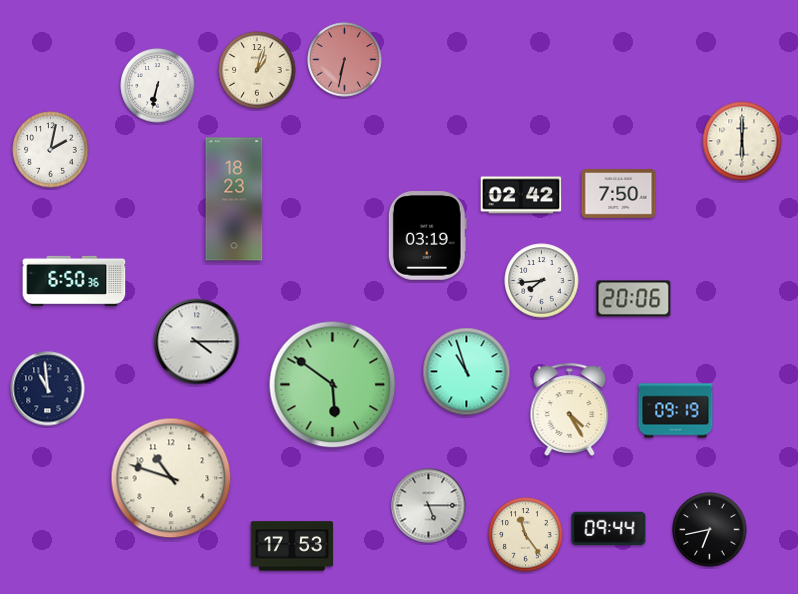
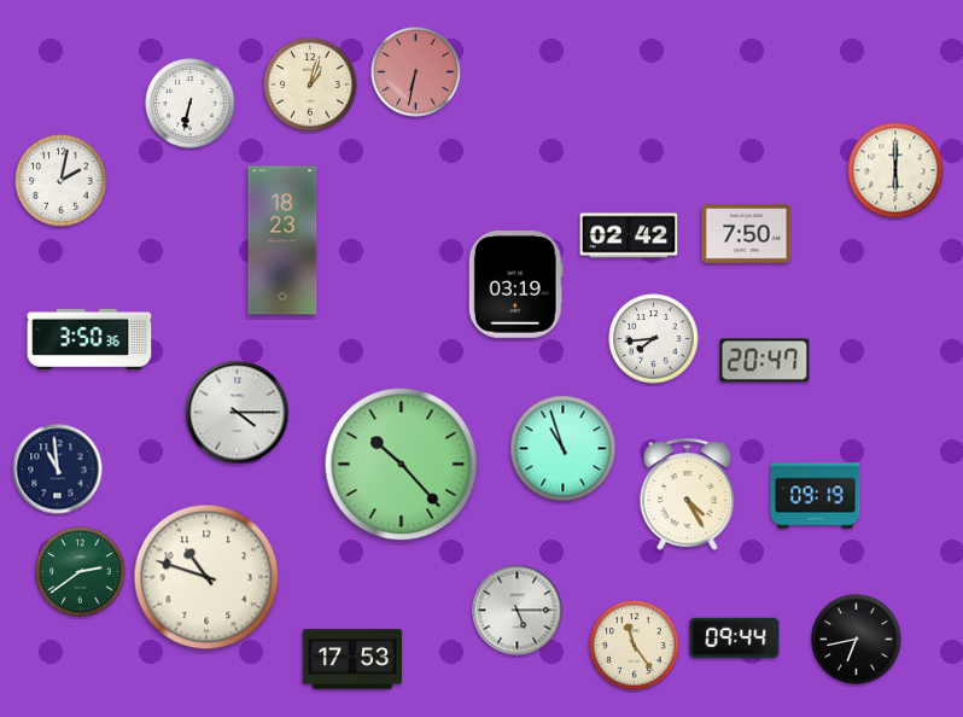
clock at (74, 280): 6:50 -> 3:50
clock at (634, 299): 20:06 -> 20:47
clock at (333, 385): 5:51 -> 10:23
clock at (81, 572): none -> 2:39
